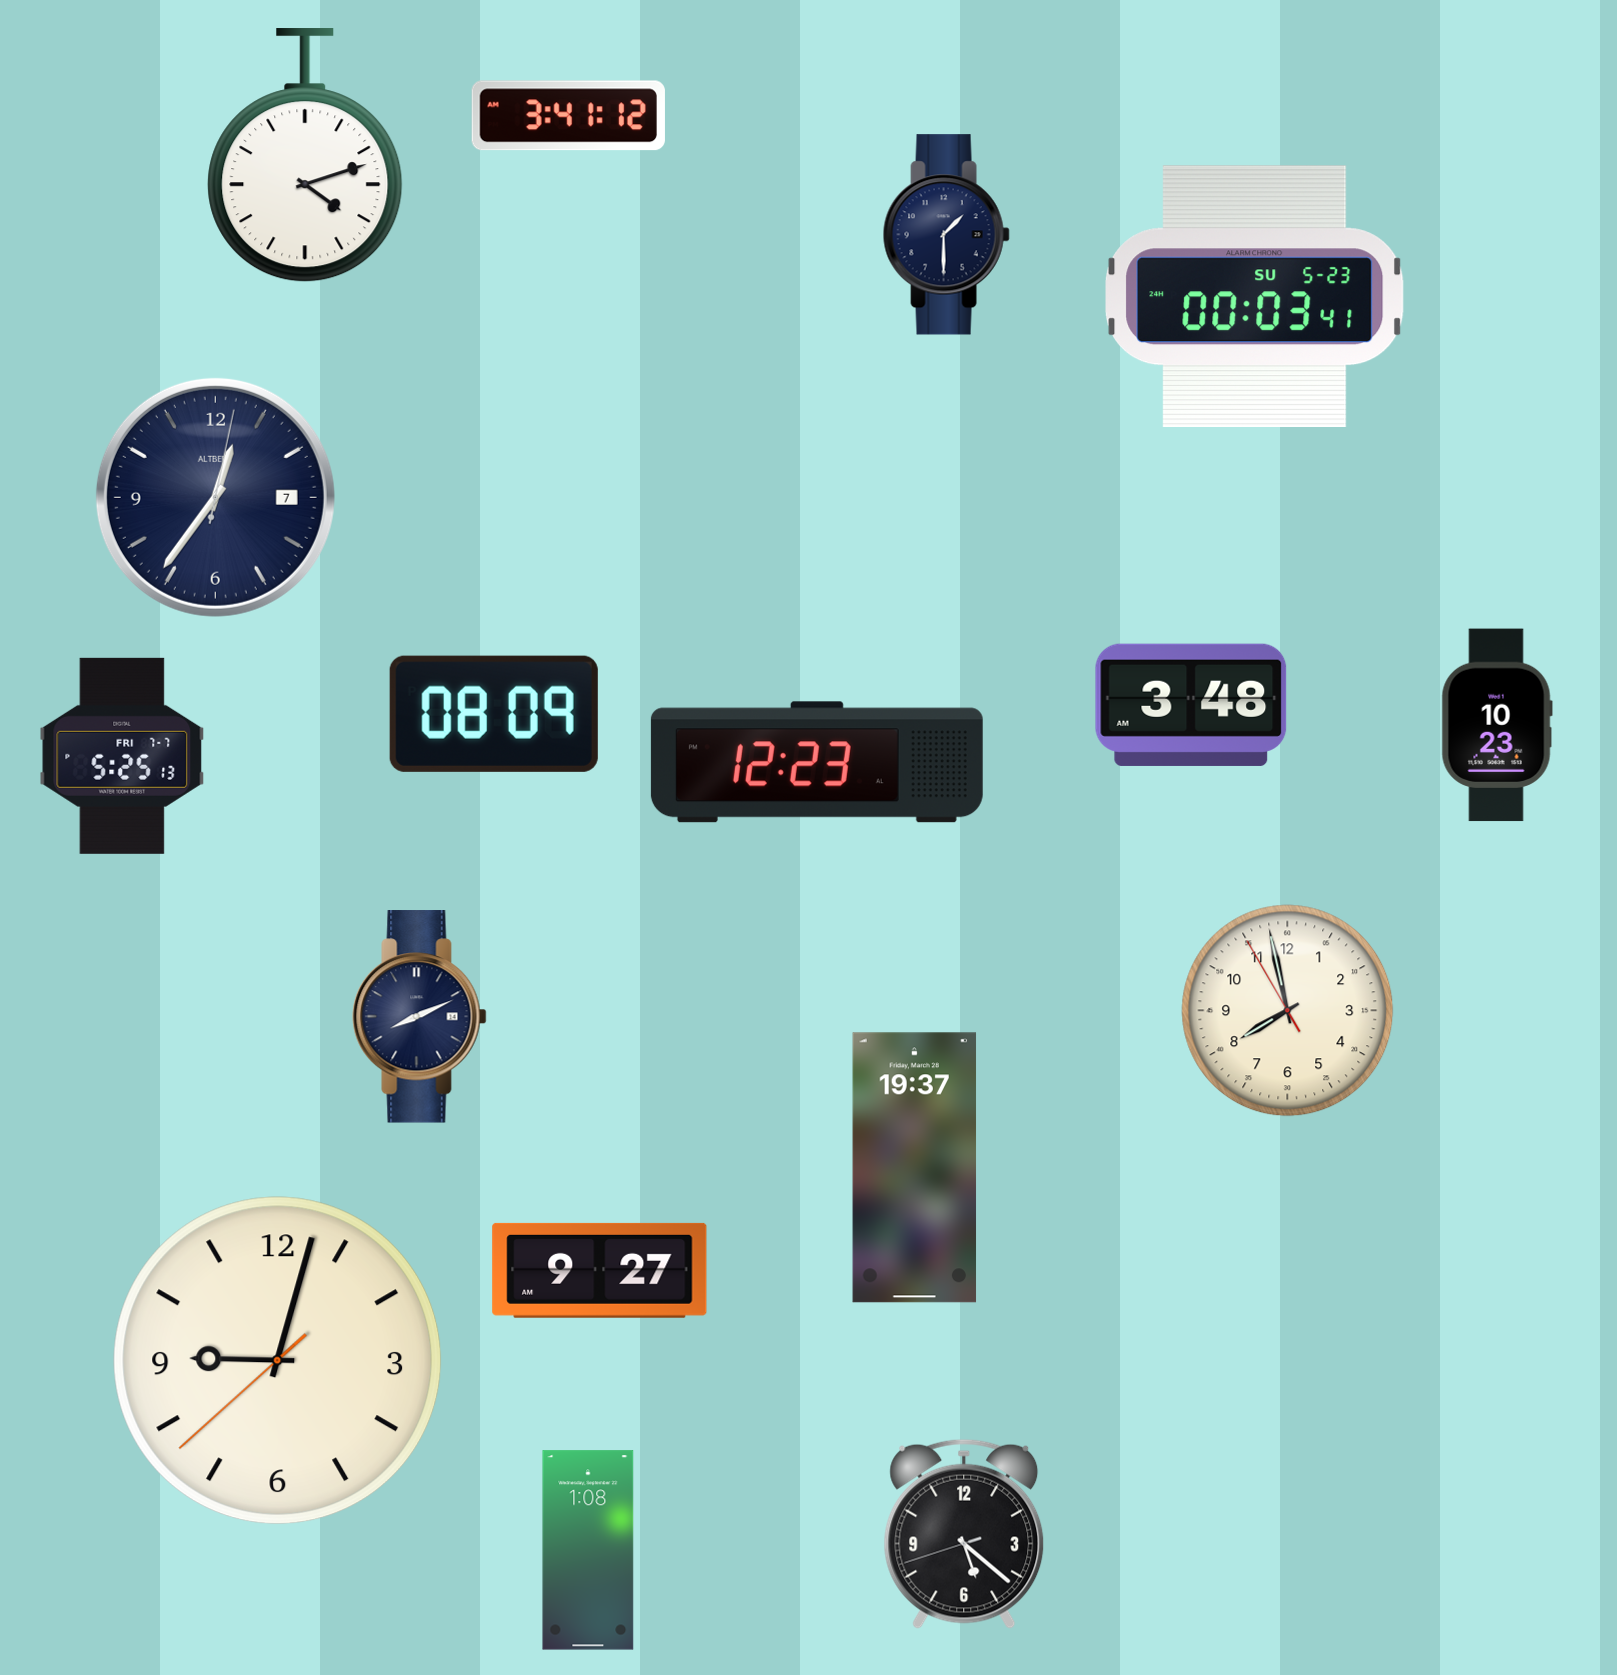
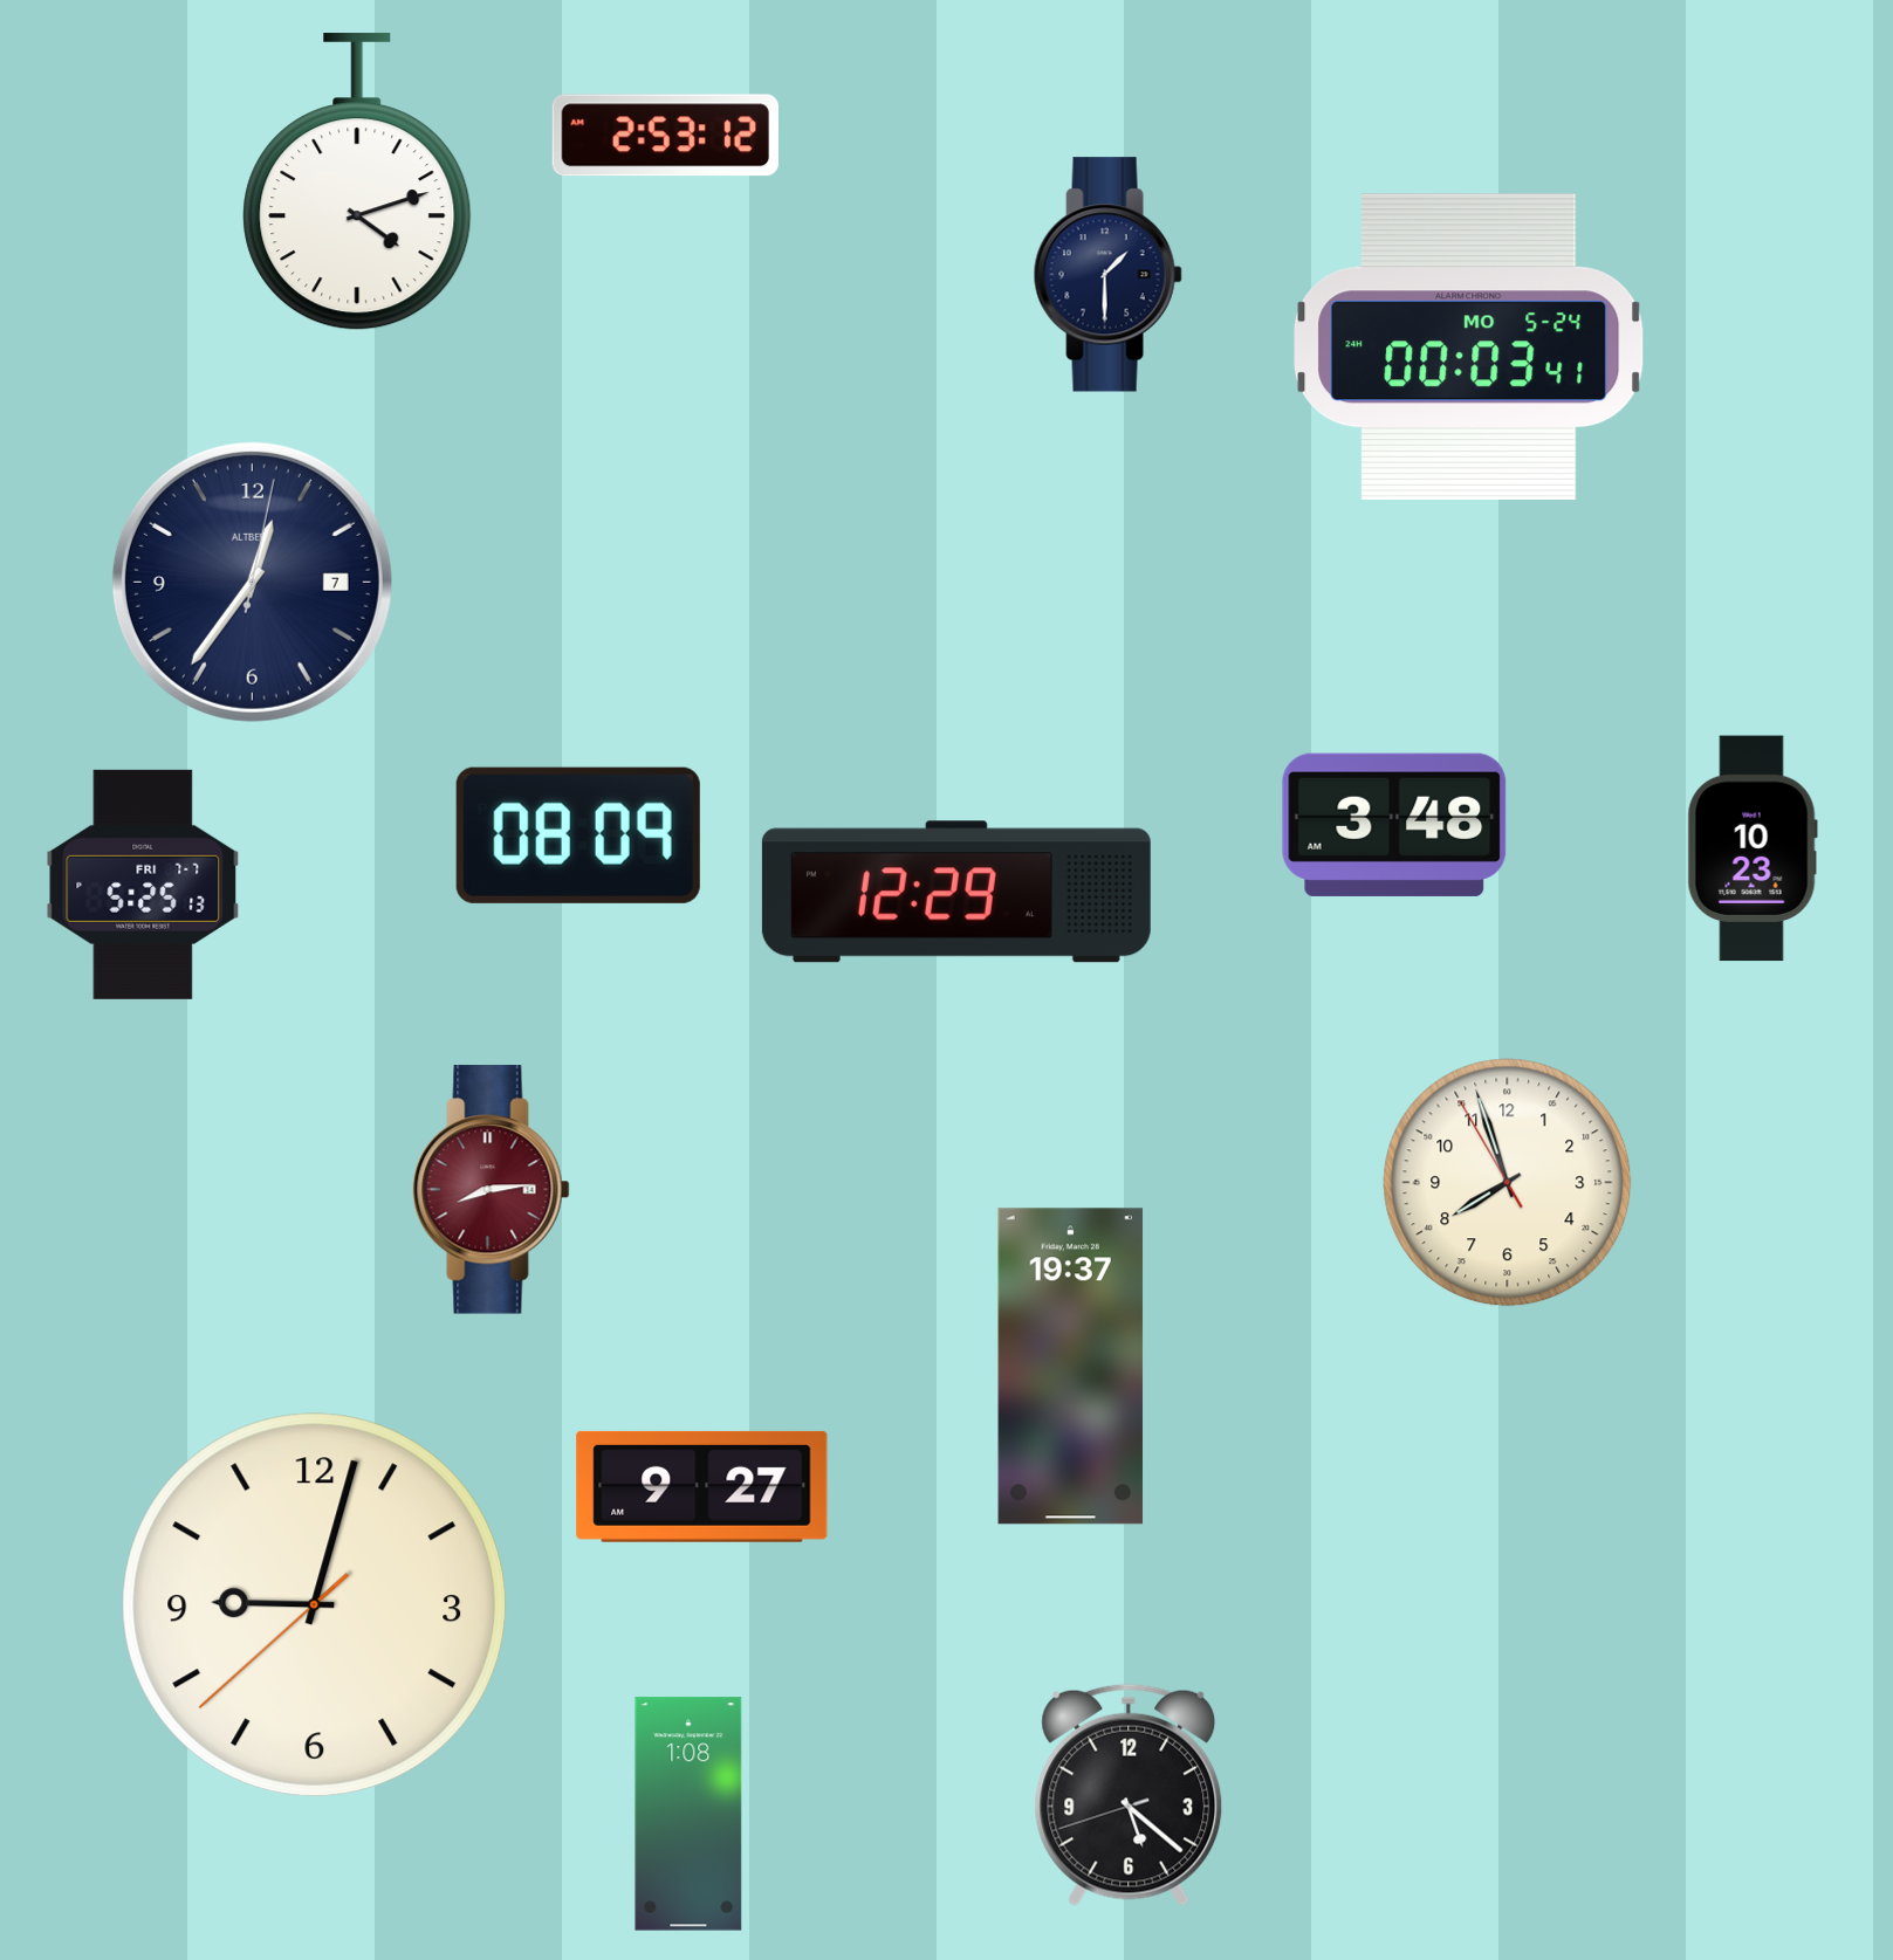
clock at (568, 116): 3:41 -> 2:53
clock at (1255, 296) date: SU 5-23 -> MO 5-24
clock at (817, 762): 12:23 -> 12:29
clock at (1288, 1011): 7:57 -> 7:56
clock at (420, 1017): 8:11 -> 8:14
clock at (420, 1017) dial: navy -> burgundy
clock at (278, 1361) position: (278, 1361) -> (315, 1605)
